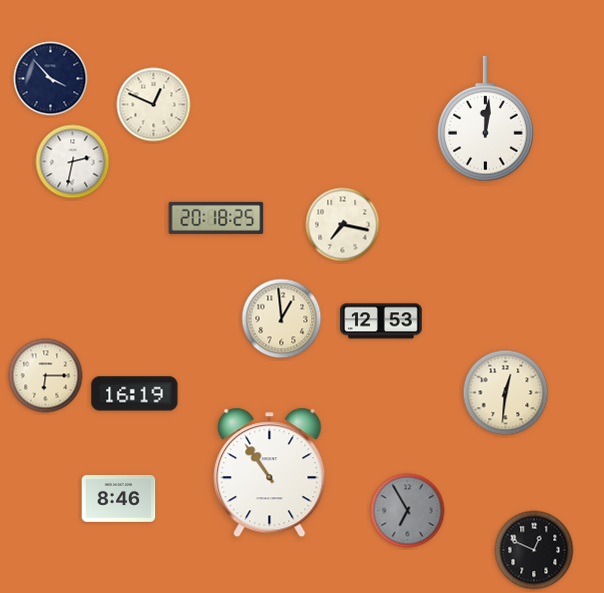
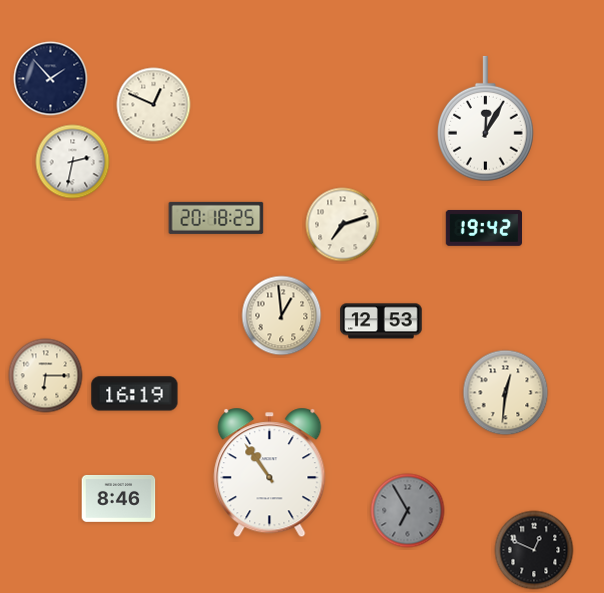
clock at (51, 79): 3:53 -> 1:53
clock at (486, 119): 12:01 -> 12:05
clock at (343, 225): 7:17 -> 7:12
clock at (483, 228): none -> 19:42
clock at (282, 319) position: (282, 319) -> (282, 316)
